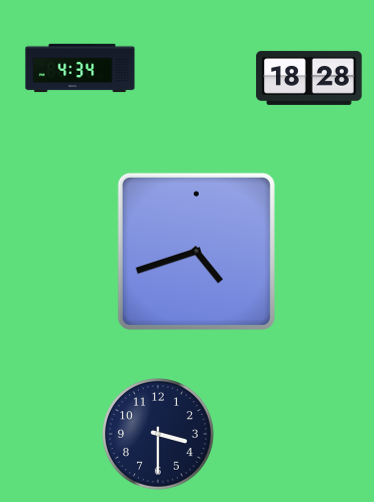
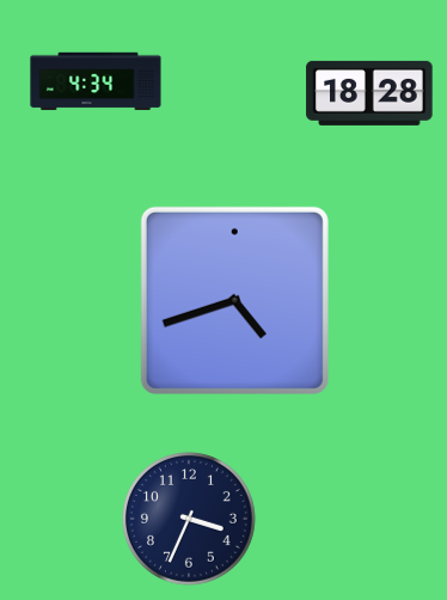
clock at (159, 435): 3:30 -> 3:34
